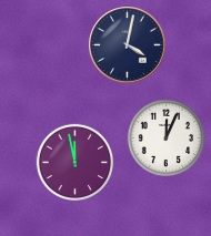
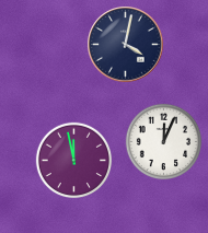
clock at (167, 138) position: (167, 138) -> (164, 142)
